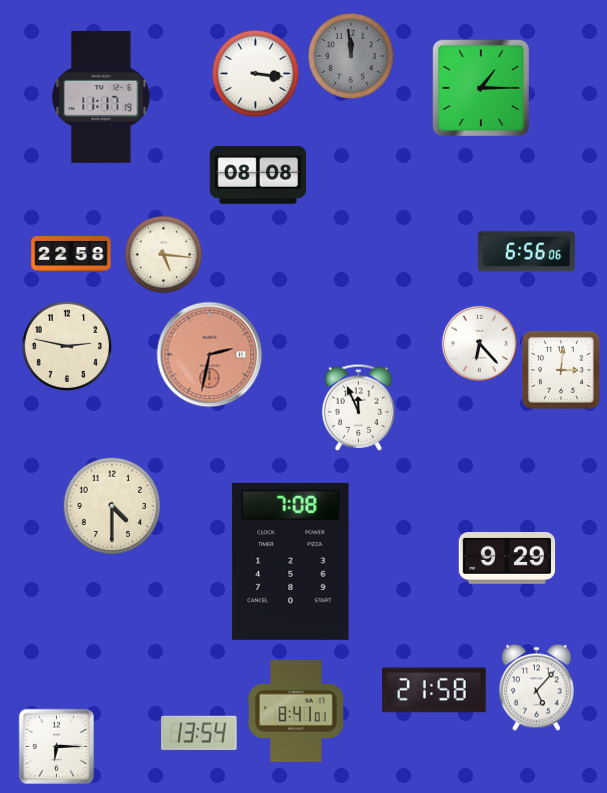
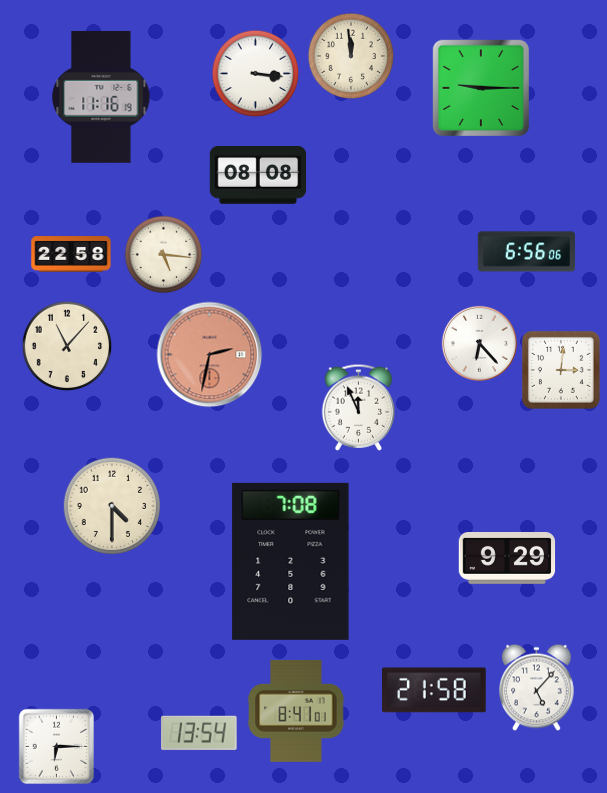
clock at (351, 56) dial: grey -> cream
clock at (480, 87): 1:15 -> 9:15
clock at (101, 98): 11:17 -> 11:16
clock at (67, 346): 2:47 -> 11:07
